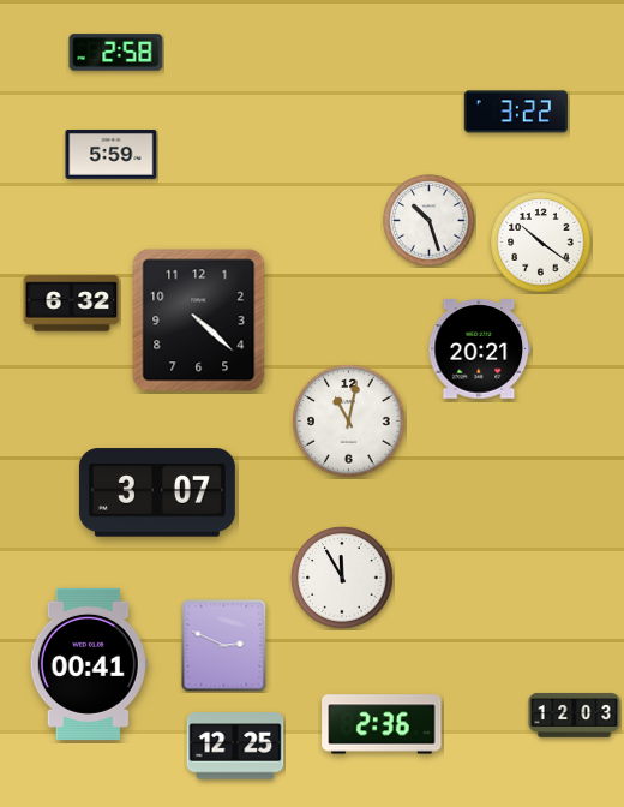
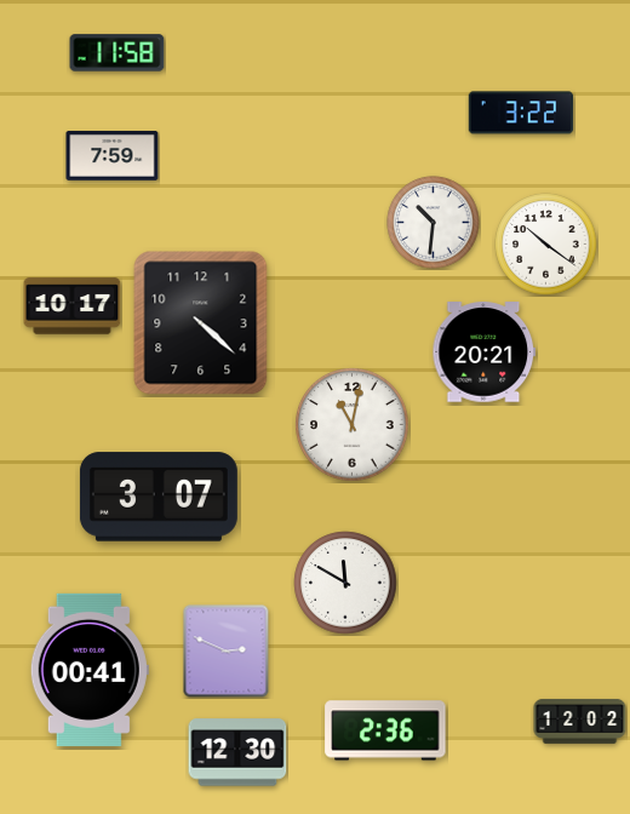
clock at (116, 53): 2:58 -> 11:58
clock at (112, 155): 5:59 -> 7:59
clock at (430, 221): 10:27 -> 10:31
clock at (72, 304): 6:32 -> 10:17
clock at (342, 578): 11:55 -> 11:50
clock at (575, 715): 12:03 -> 12:02
clock at (235, 746): 12:25 -> 12:30
